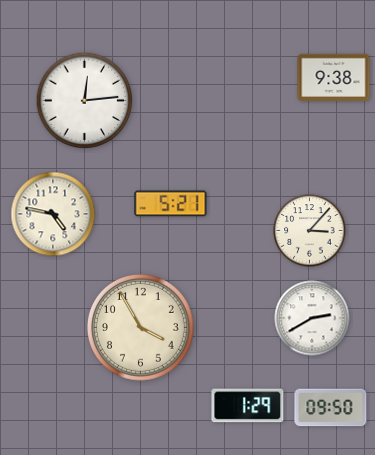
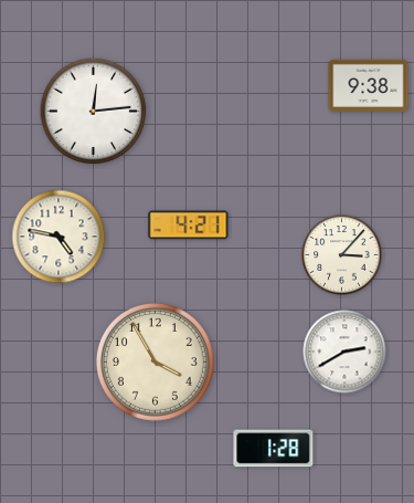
clock at (171, 204): 5:21 -> 4:21
clock at (248, 406): 1:29 -> 1:28
clock at (331, 408): 09:50 -> none
